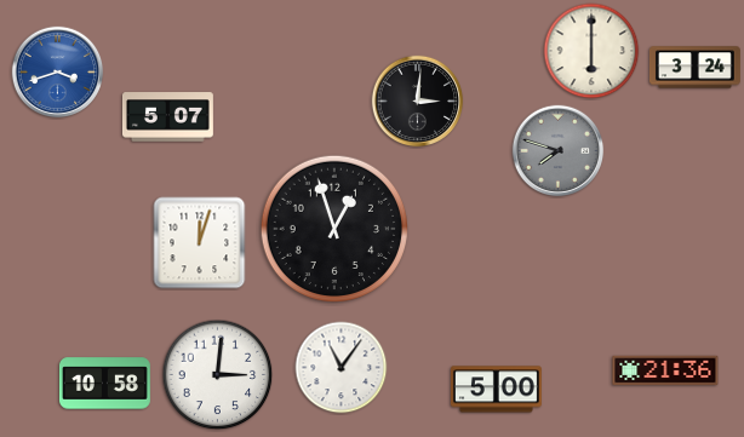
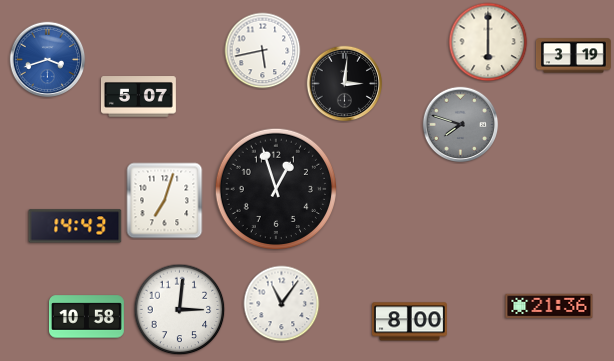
clock at (263, 51): none -> 5:43
clock at (694, 68): 3:24 -> 3:19
clock at (200, 243): 12:03 -> 7:03
clock at (75, 226): none -> 14:43
clock at (496, 390): 5:00 -> 8:00
